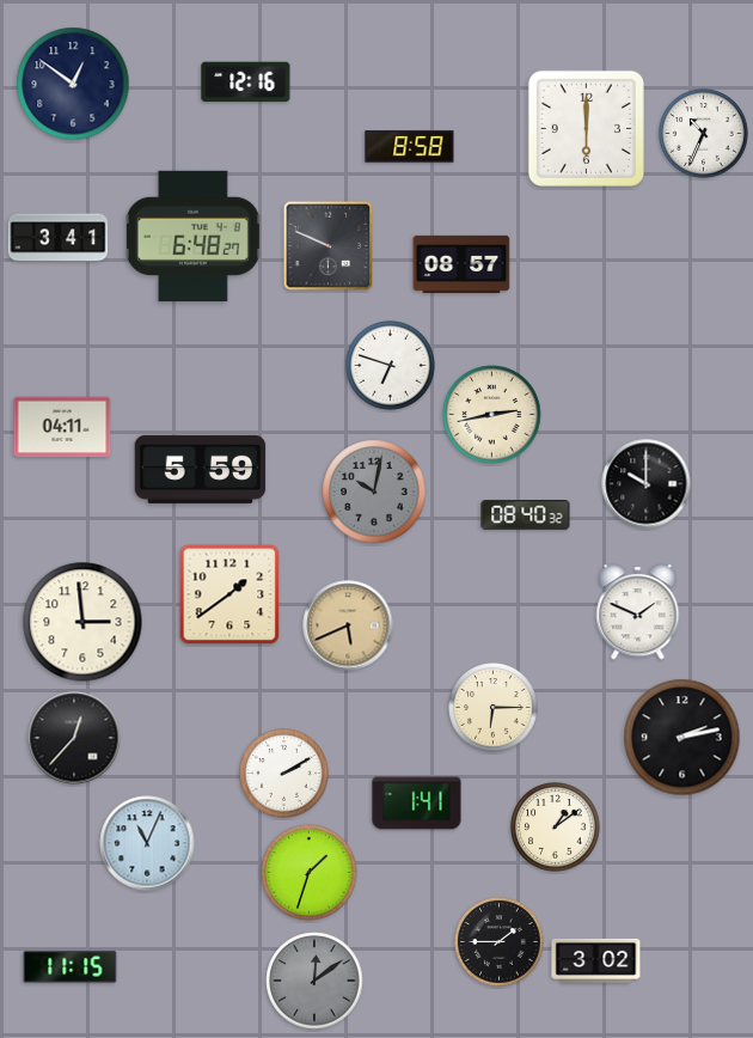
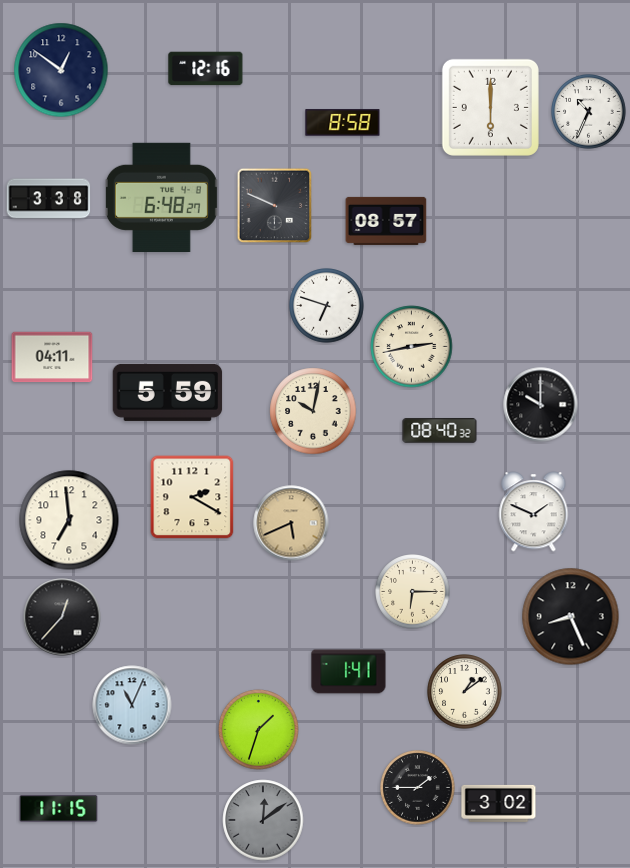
clock at (59, 238): 3:41 -> 3:38
clock at (374, 491) dial: grey -> cream
clock at (229, 594): 1:39 -> 2:20
clock at (82, 622): 2:59 -> 6:59
clock at (682, 738): 2:13 -> 8:26
clock at (284, 774): 2:10 -> none
clock at (147, 843) position: (147, 843) -> (132, 705)
